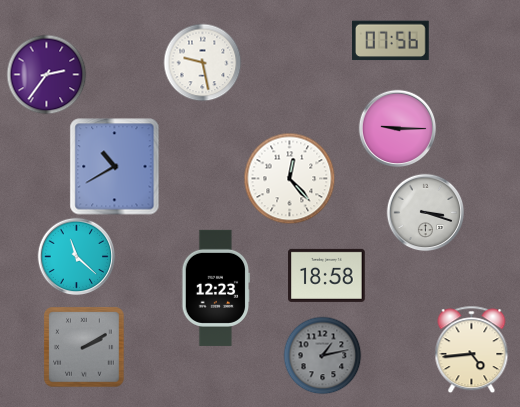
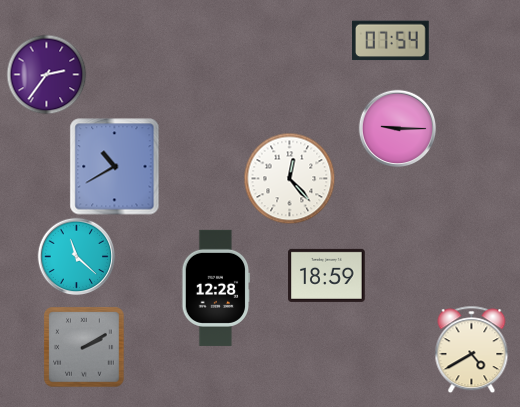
clock at (391, 41): 07:56 -> 07:54
clock at (202, 62): 9:28 -> none
clock at (425, 212): 3:18 -> none
clock at (327, 275): 18:58 -> 18:59
clock at (216, 288): 12:23 -> 12:28
clock at (472, 349): 4:44 -> 4:40
clock at (322, 355): 1:13 -> none
